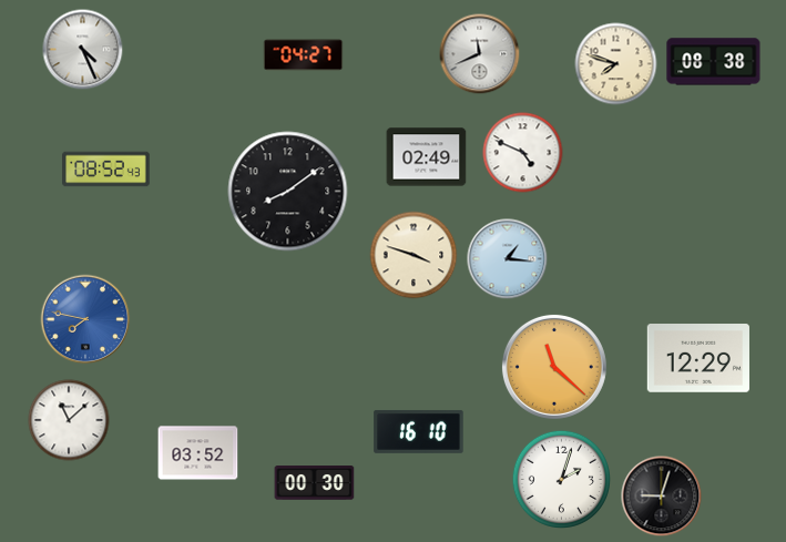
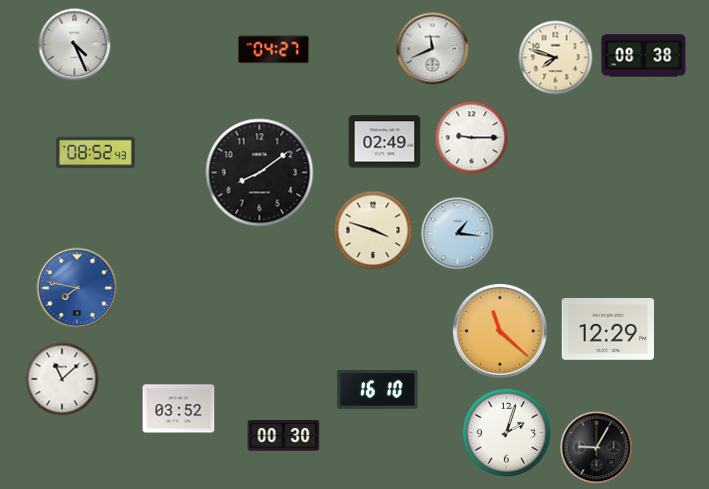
clock at (523, 153): 4:49 -> 9:15
clock at (698, 359) position: (698, 359) -> (608, 330)
clock at (662, 497): 9:03 -> 9:05
